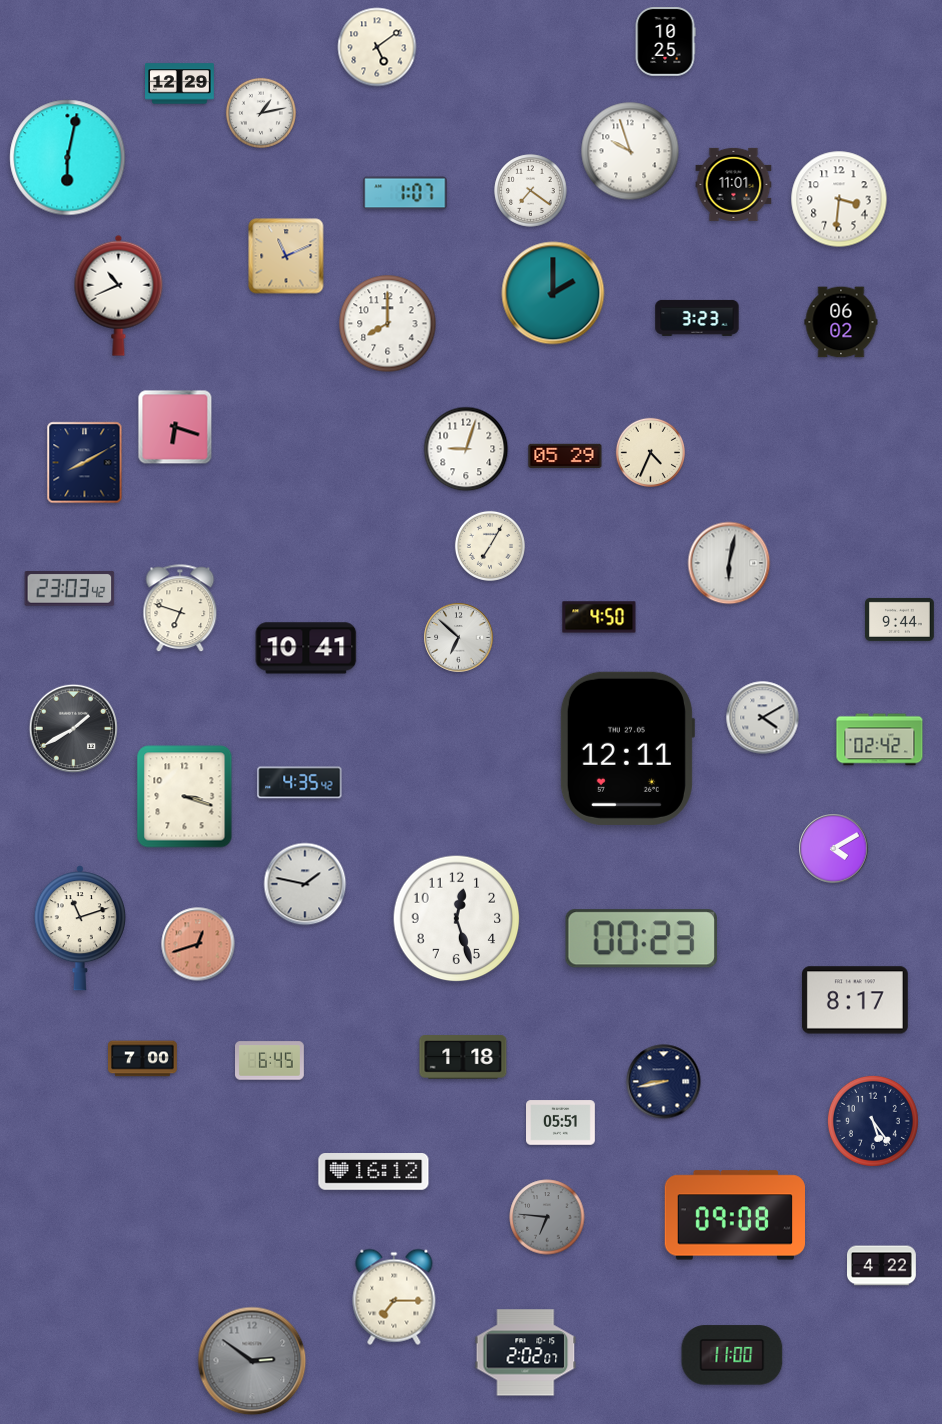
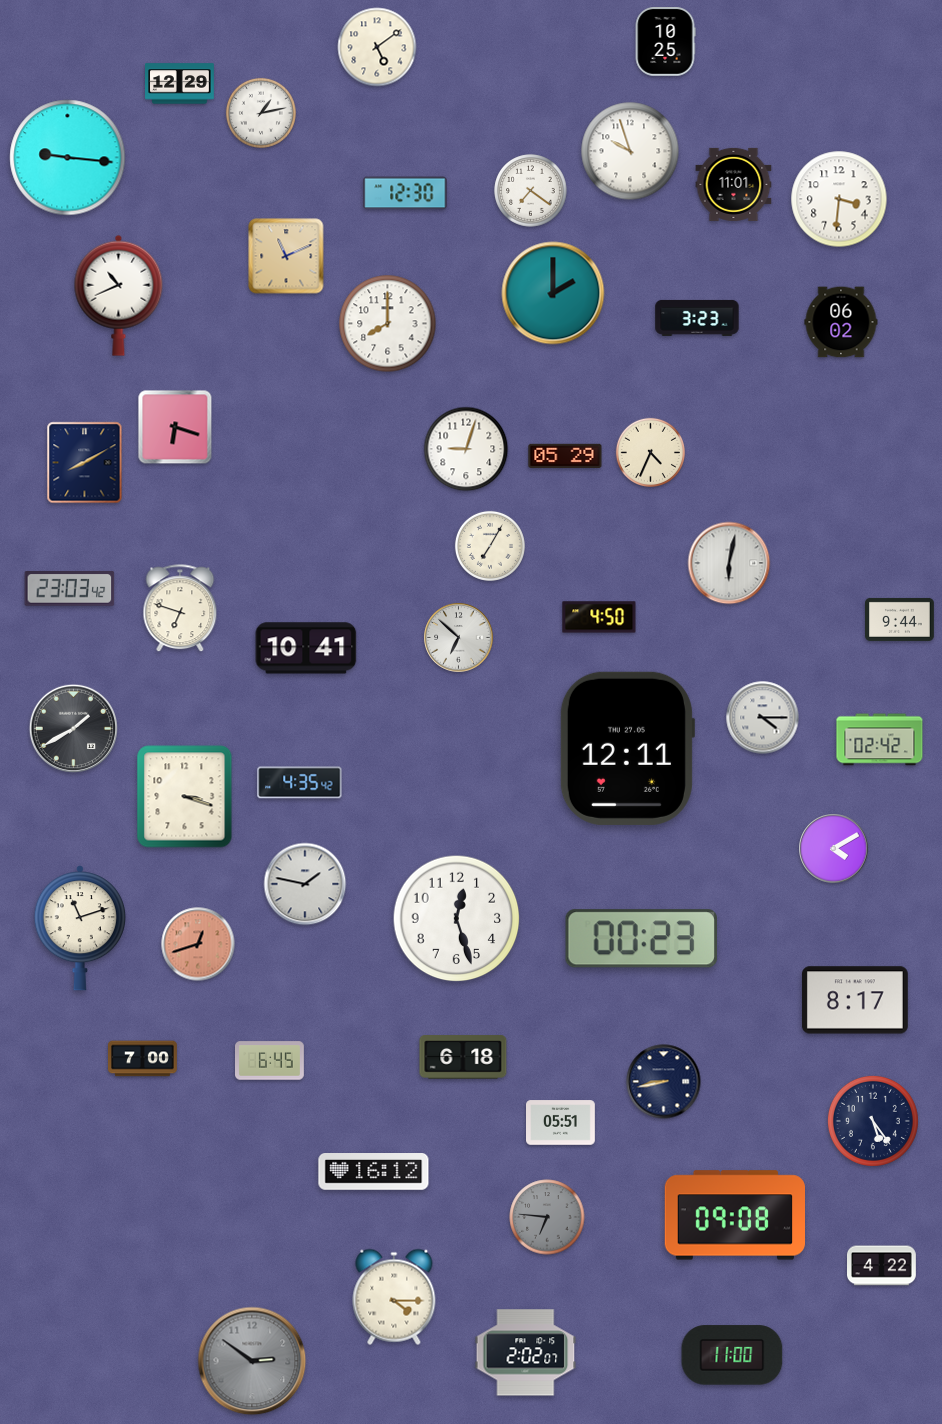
clock at (68, 158): 6:02 -> 9:16
clock at (405, 193): 1:07 -> 12:30
clock at (763, 718): 4:10 -> 4:15
clock at (463, 1057): 1:18 -> 6:18
clock at (394, 1297): 7:15 -> 4:15
